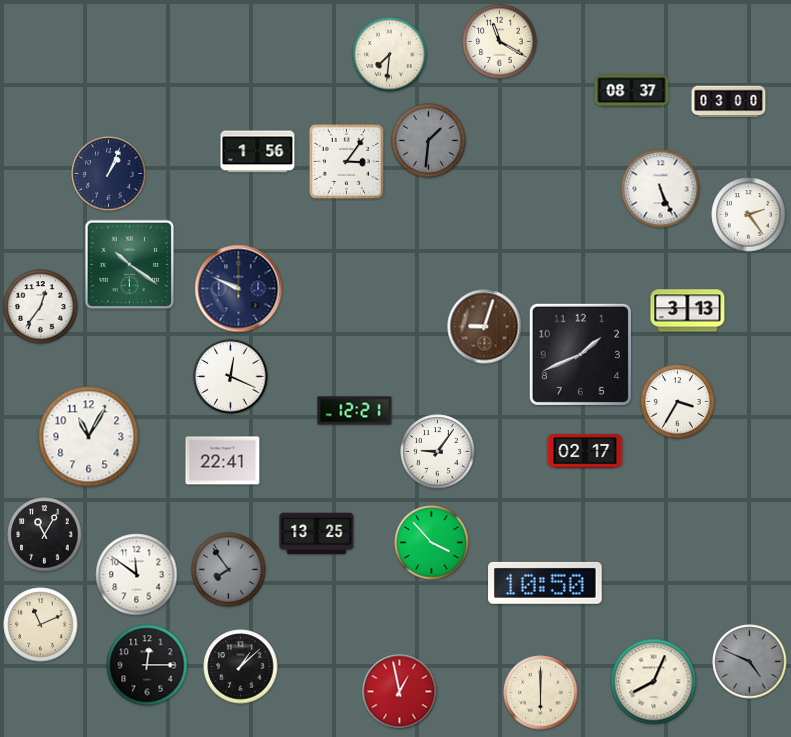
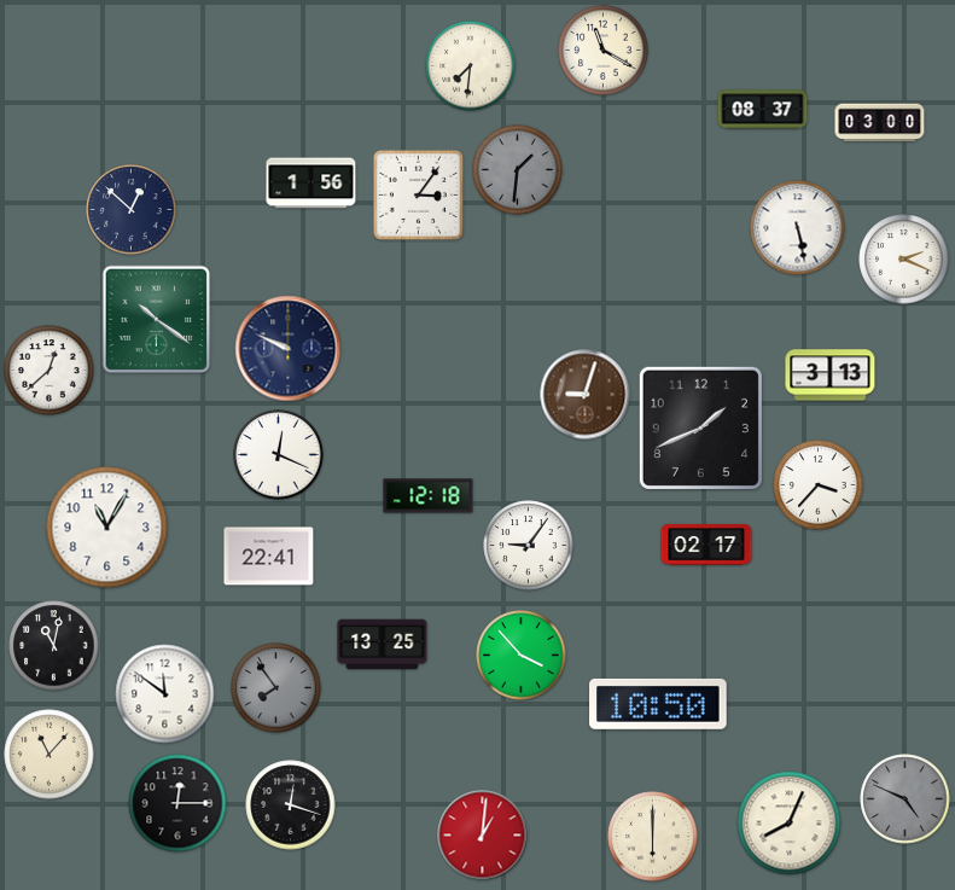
clock at (109, 174): 1:04 -> 12:52
clock at (661, 189): 5:26 -> 5:28
clock at (749, 215): 2:24 -> 2:19
clock at (41, 307): 12:36 -> 12:38
clock at (678, 402): 3:35 -> 3:37
clock at (355, 411): 12:21 -> 12:18
clock at (45, 535): 11:05 -> 11:02
clock at (41, 625): 11:11 -> 11:07
clock at (241, 667): 1:08 -> 12:18
clock at (400, 692): 12:58 -> 1:01
